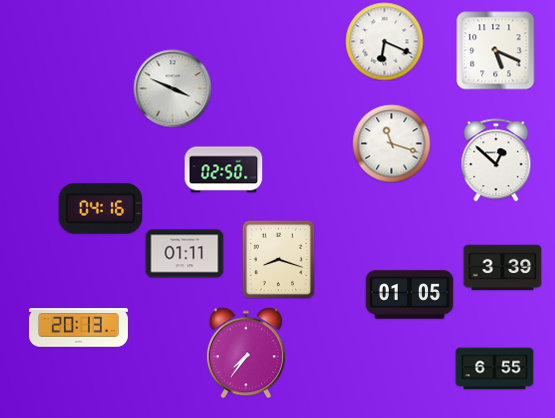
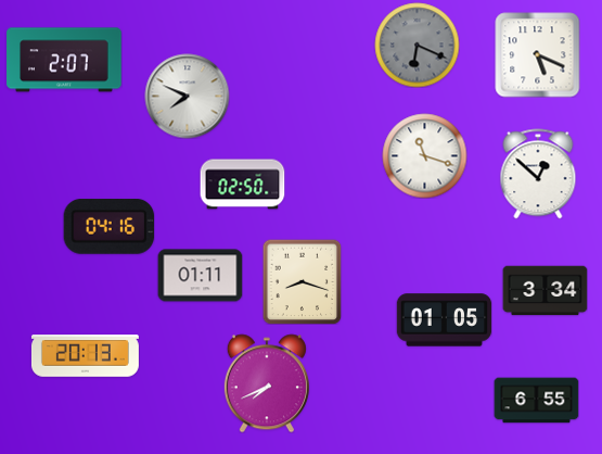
clock at (384, 41) dial: white -> grey
clock at (64, 60): none -> 2:07
clock at (172, 88): 3:49 -> 7:49
clock at (502, 268): 3:39 -> 3:34
clock at (246, 353): 7:36 -> 7:41
